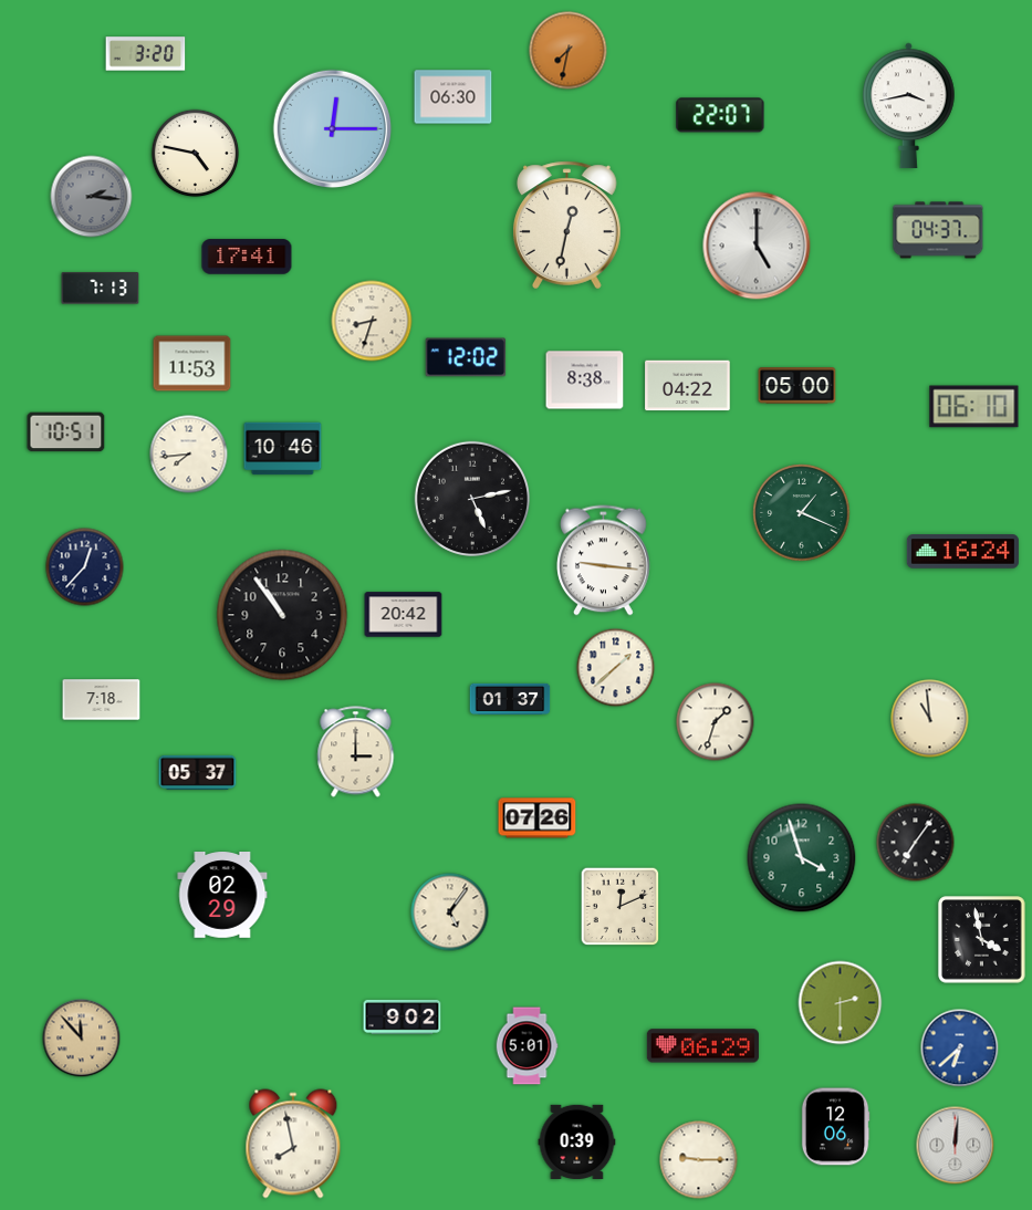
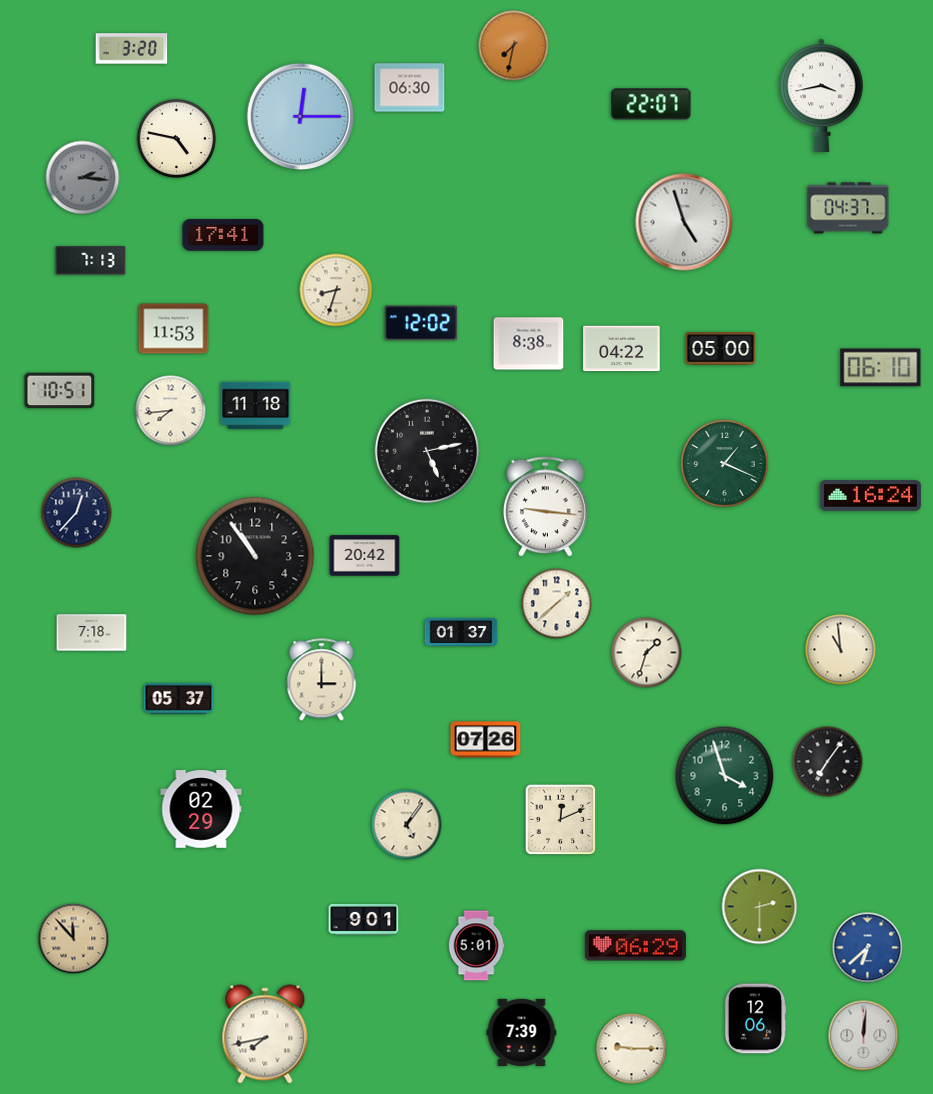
clock at (567, 226): 12:32 -> none
clock at (757, 246): 5:00 -> 4:57
clock at (247, 257) position: (247, 257) -> (223, 235)
clock at (283, 449): 10:46 -> 11:18
clock at (962, 552) position: (962, 552) -> (870, 496)
clock at (982, 940): 3:58 -> none
clock at (403, 1016): 9:02 -> 9:01
clock at (577, 1141): 0:39 -> 7:39
clock at (293, 1144): 7:58 -> 7:43
